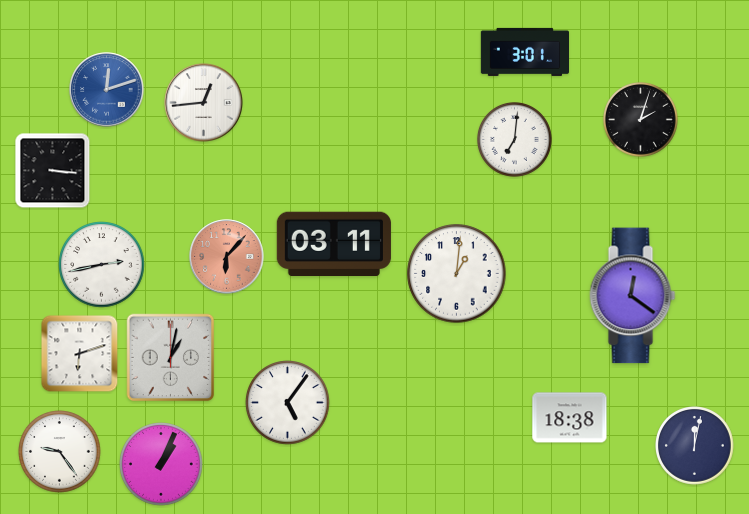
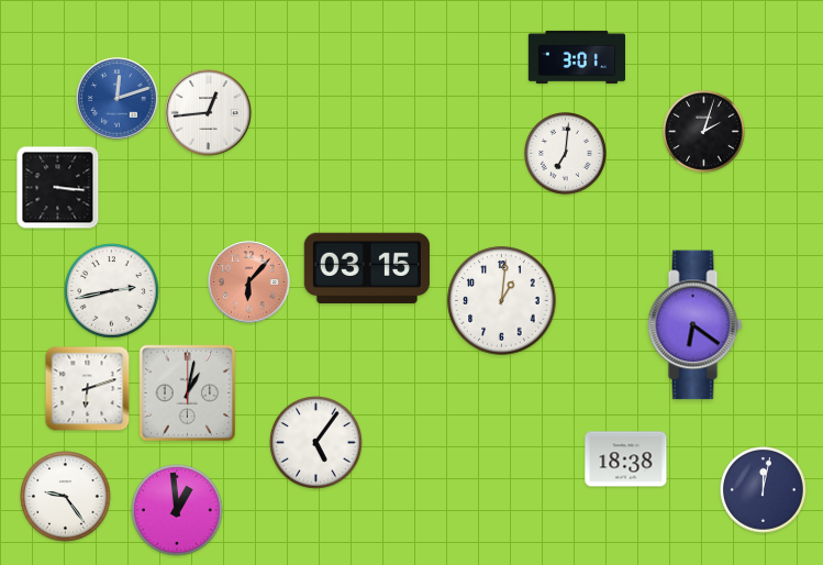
clock at (204, 103) position: (204, 103) -> (209, 113)
clock at (334, 243): 03:11 -> 03:15
clock at (633, 296): 12:21 -> 6:21
clock at (161, 464): 1:04 -> 12:59
